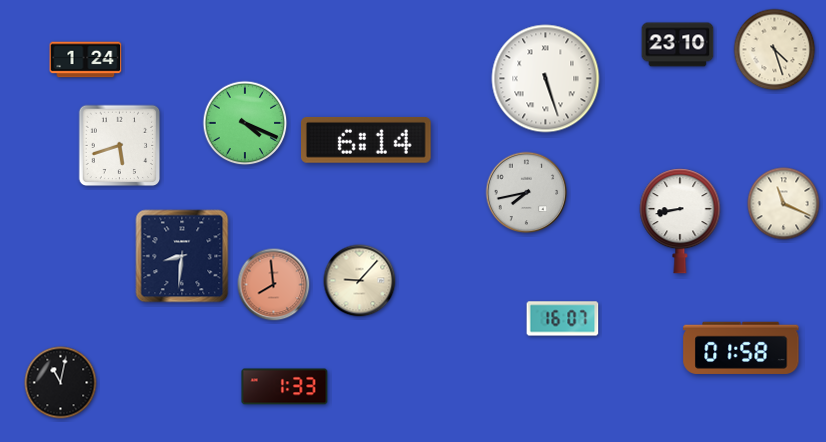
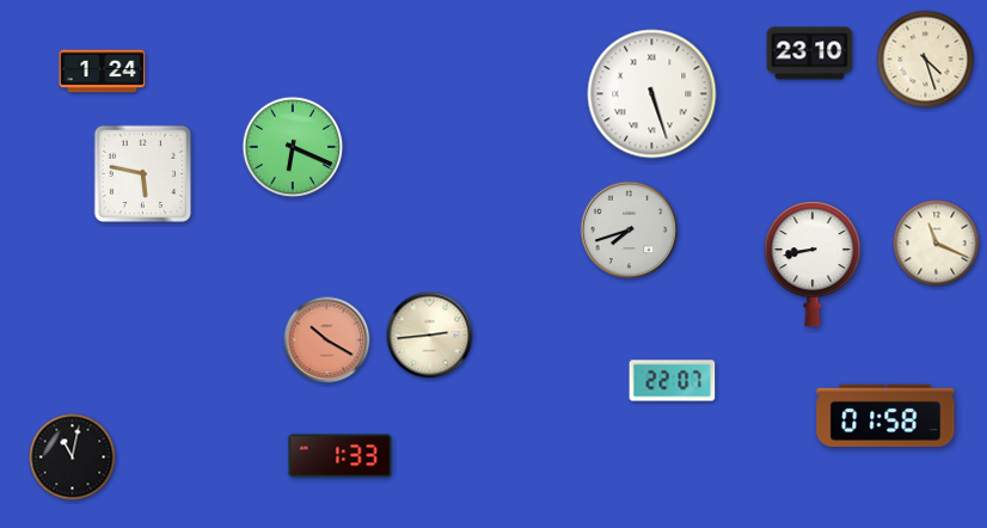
clock at (245, 123): 4:19 -> 6:19
clock at (367, 140): 6:14 -> none
clock at (120, 146): 5:42 -> 5:47
clock at (527, 193): 7:43 -> 7:42
clock at (182, 256): 8:31 -> none
clock at (360, 281): 9:07 -> 2:44
clock at (274, 285): 7:59 -> 10:20
clock at (563, 319): 16:07 -> 22:07
clock at (285, 387) position: (285, 387) -> (341, 456)
